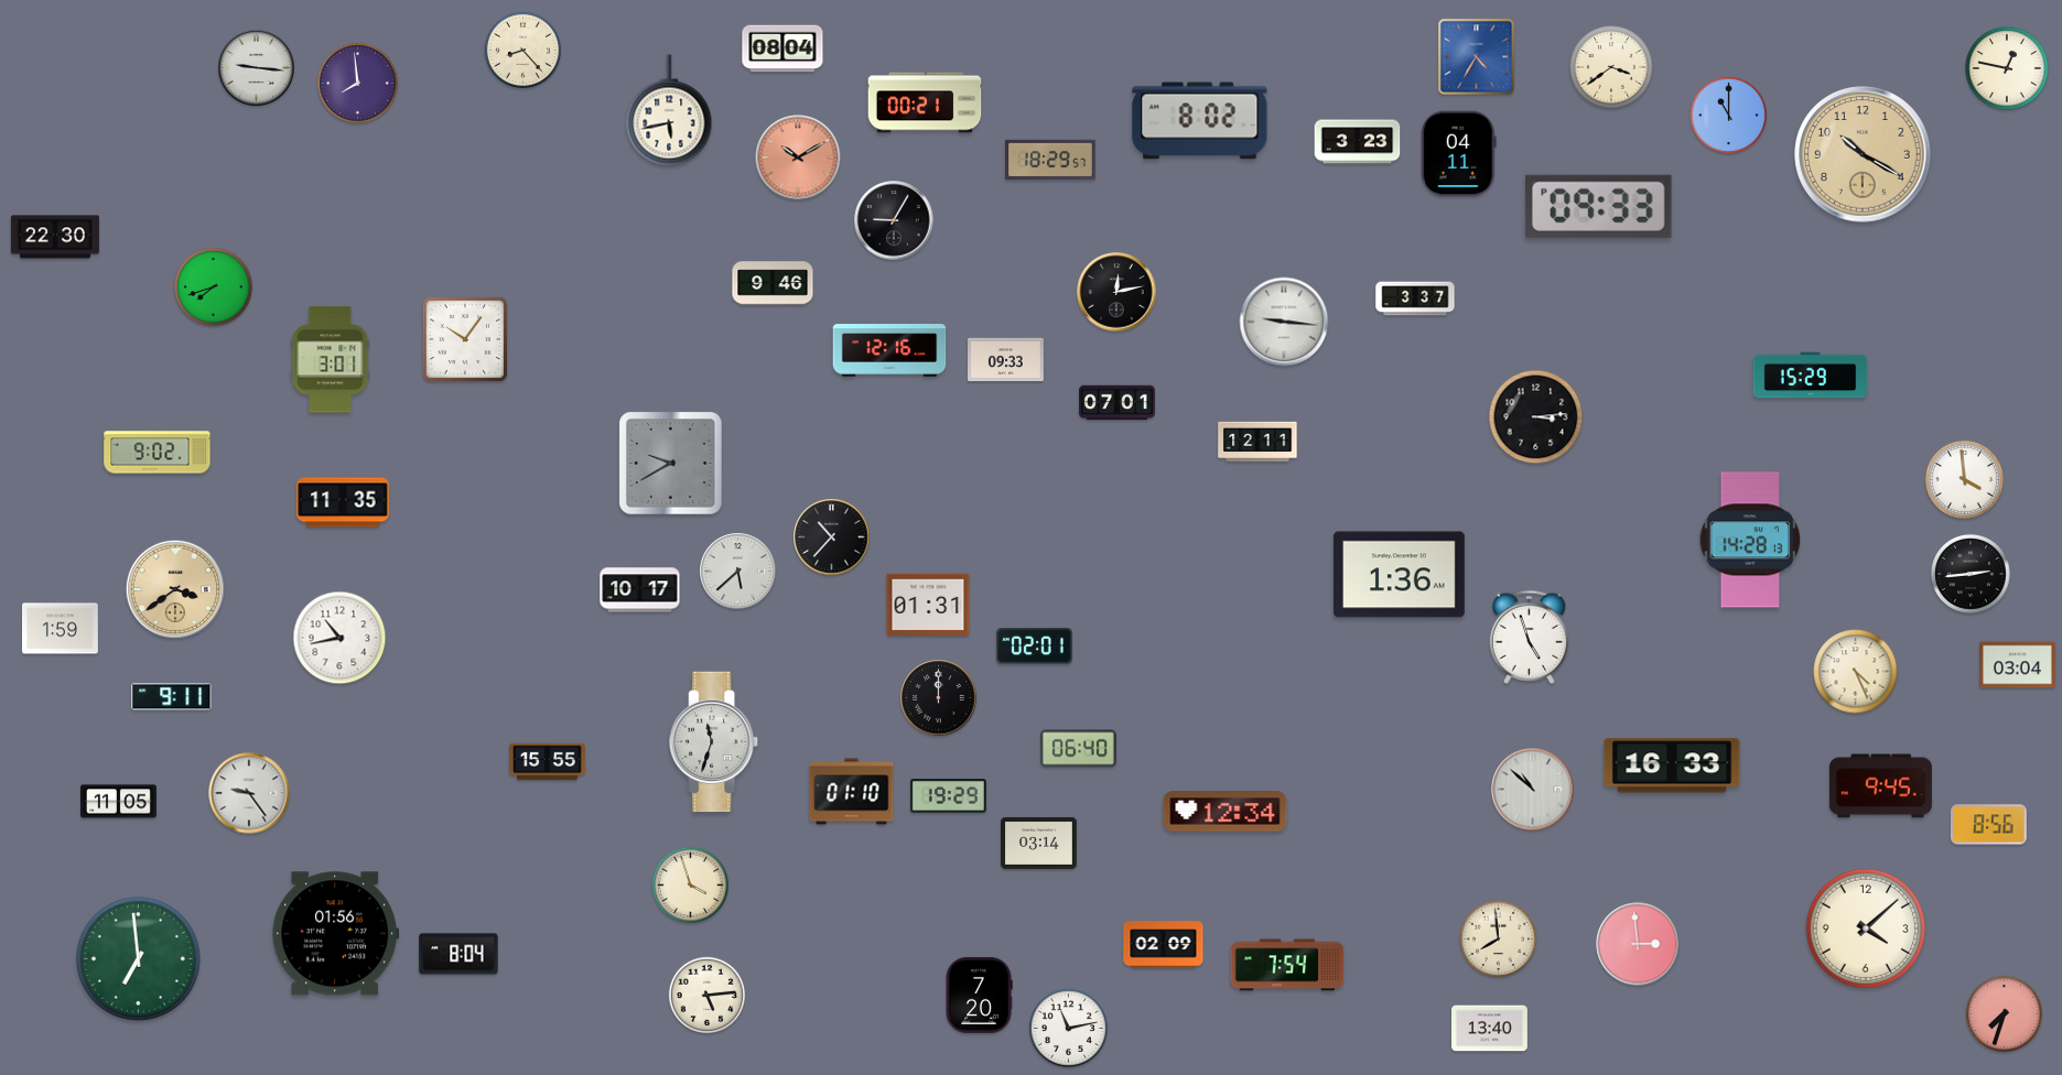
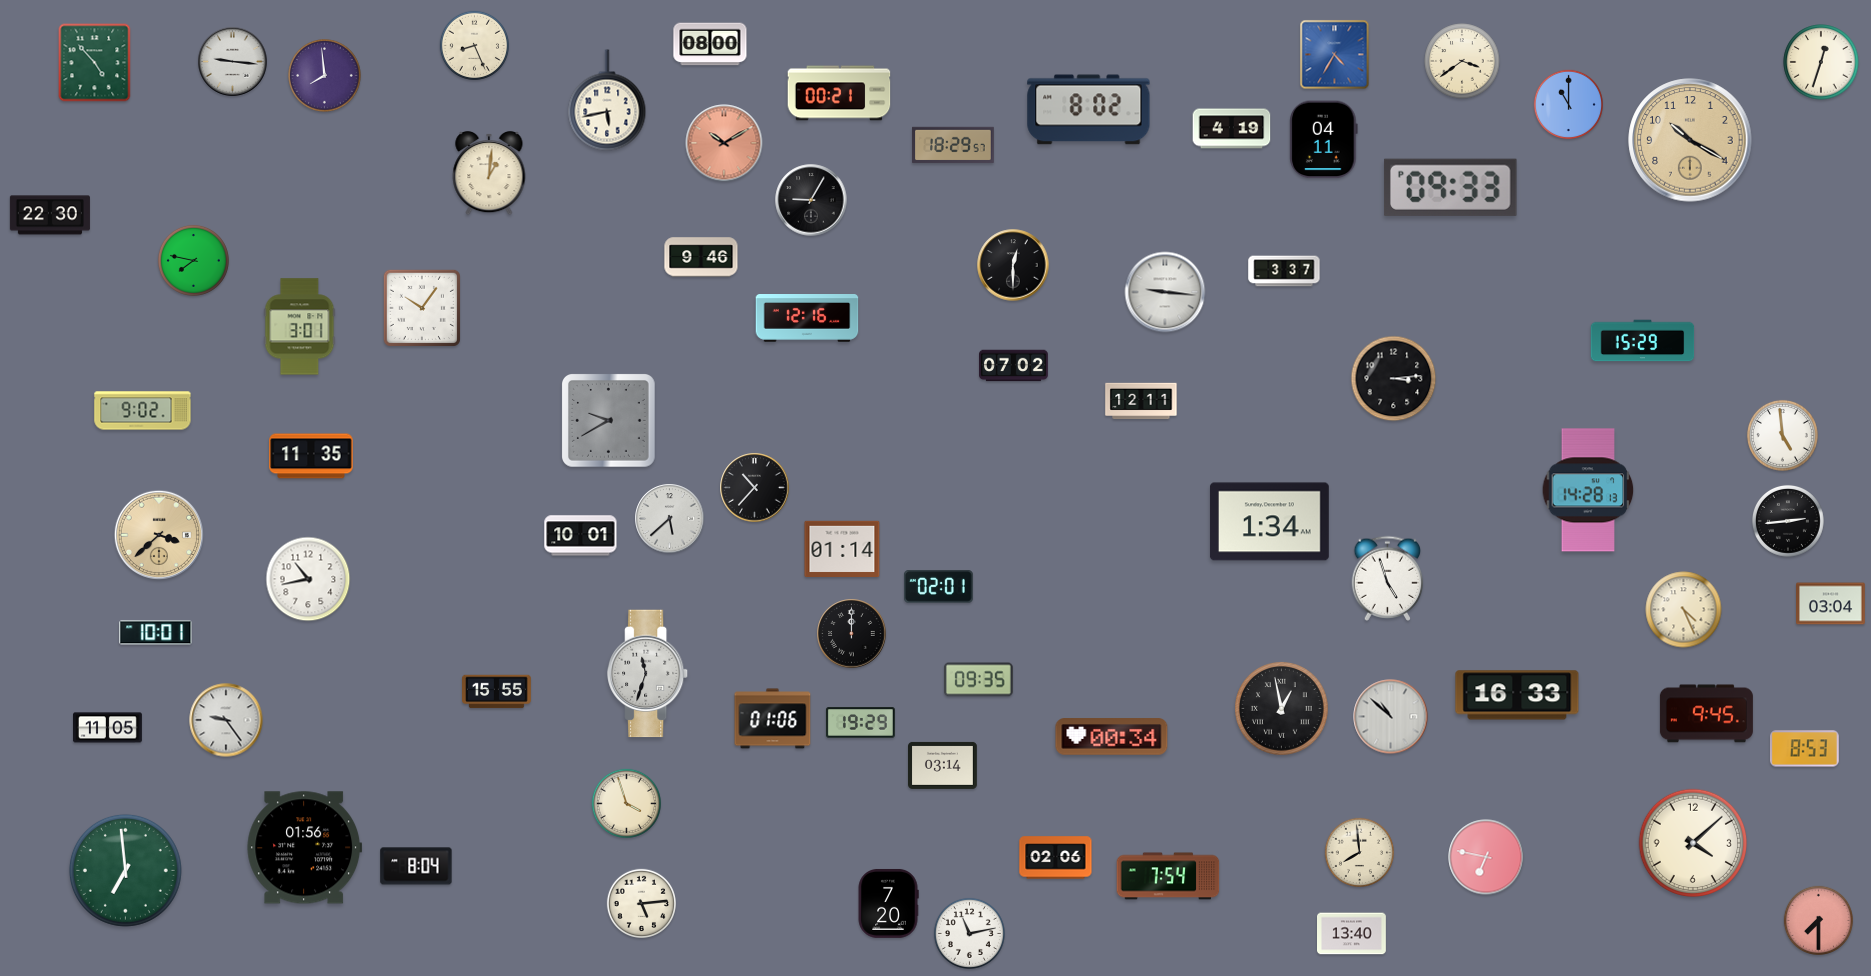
clock at (782, 48): 08:04 -> 08:00
clock at (522, 50): 8:23 -> 8:26
clock at (1477, 57) position: (1477, 57) -> (1335, 55)
clock at (2007, 68): 12:47 -> 12:33
clock at (95, 63): none -> 4:53
clock at (1358, 142): 3:23 -> 4:19
clock at (489, 173): none -> 1:01
clock at (213, 286): 7:42 -> 7:47
clock at (1116, 292): 12:13 -> 12:30
clock at (1006, 360): 09:33 -> none
clock at (1118, 403): 07:01 -> 07:02
clock at (1964, 479): 3:59 -> 4:59
clock at (1399, 575): 1:36 -> 1:34
clock at (174, 588): 3:39 -> 3:38
clock at (640, 590): 10:17 -> 10:01
clock at (928, 604): 01:31 -> 01:14
clock at (61, 629): 1:59 -> none
clock at (172, 697): 9:11 -> 10:01
clock at (1078, 749): 06:40 -> 09:35
clock at (1282, 709): none -> 12:58
clock at (852, 792): 01:10 -> 01:06
clock at (1226, 812): 12:34 -> 00:34
clock at (1988, 825): 8:56 -> 8:53
clock at (1638, 944): 2:59 -> 6:47
clock at (1164, 945): 02:09 -> 02:06
clock at (2004, 1013): 7:33 -> 7:30
